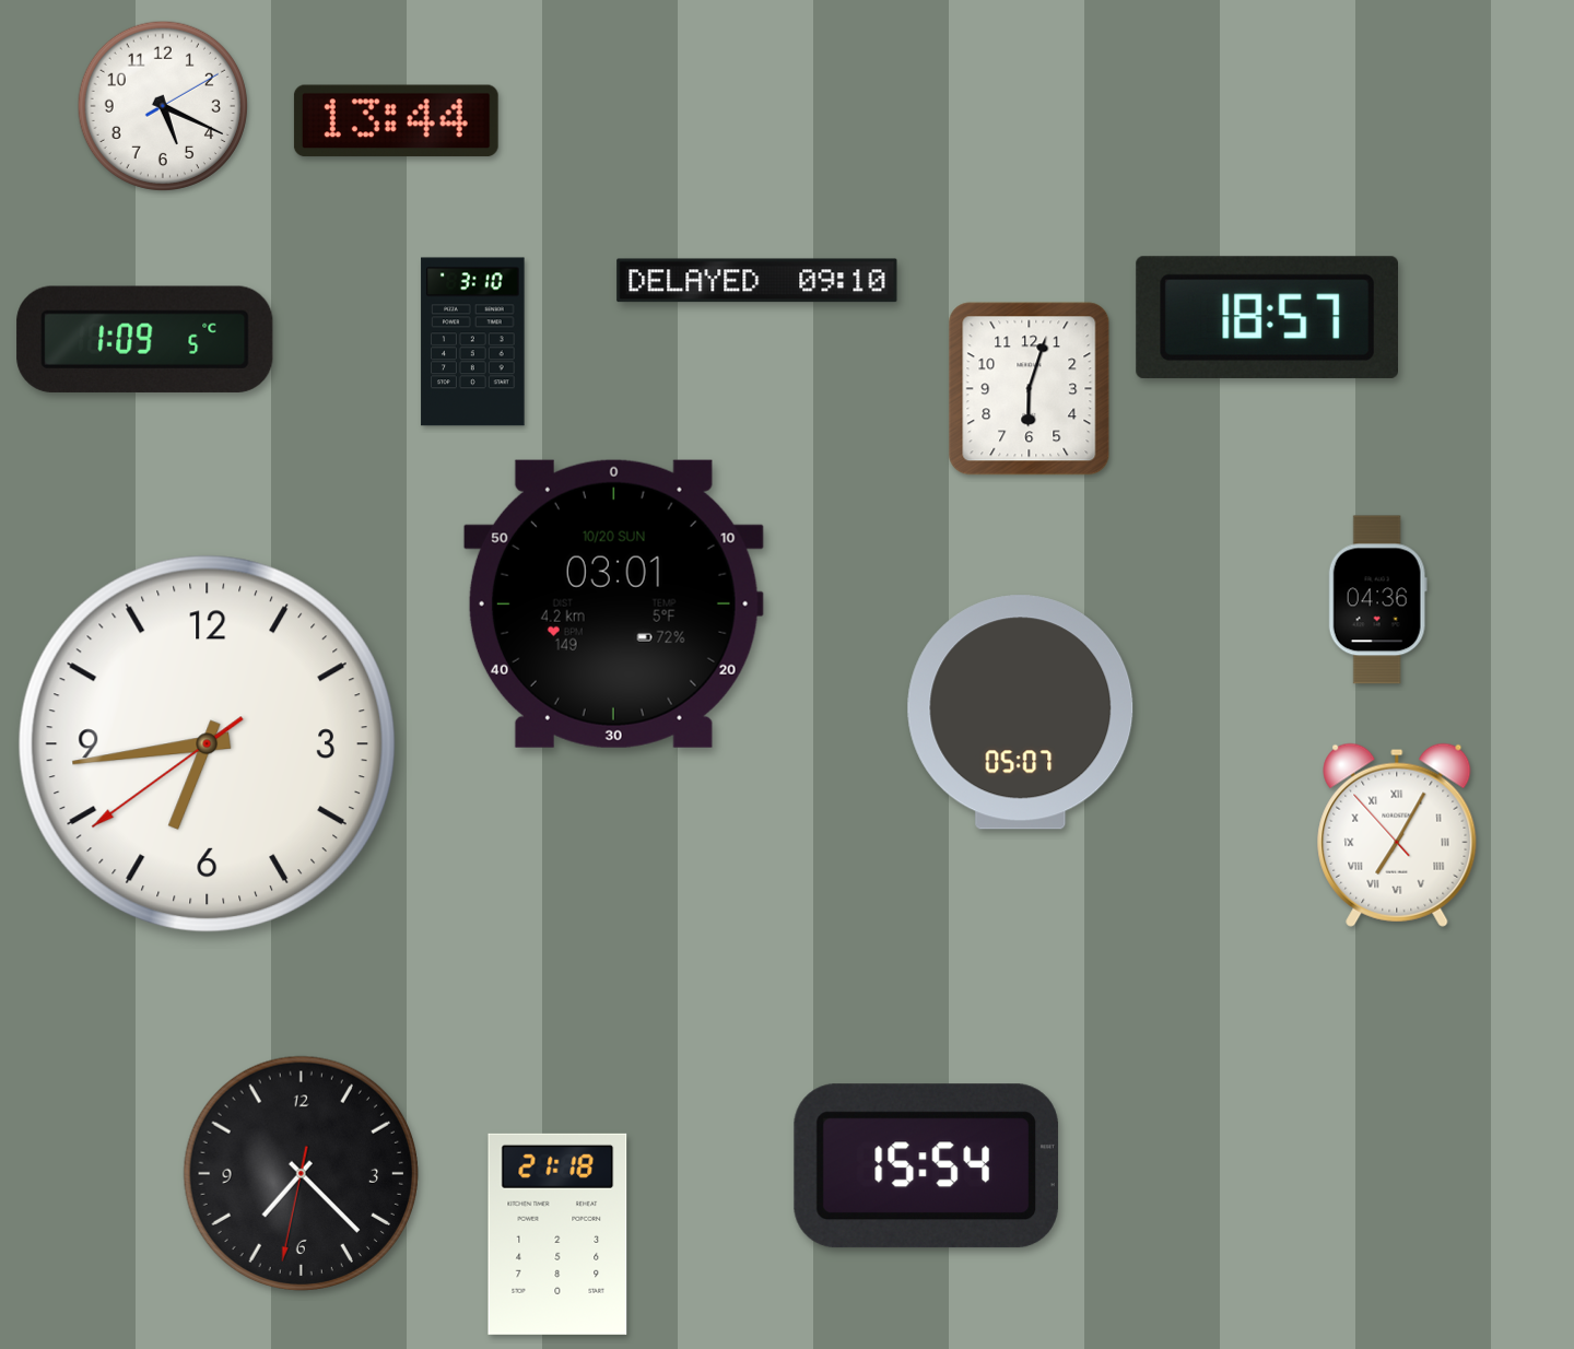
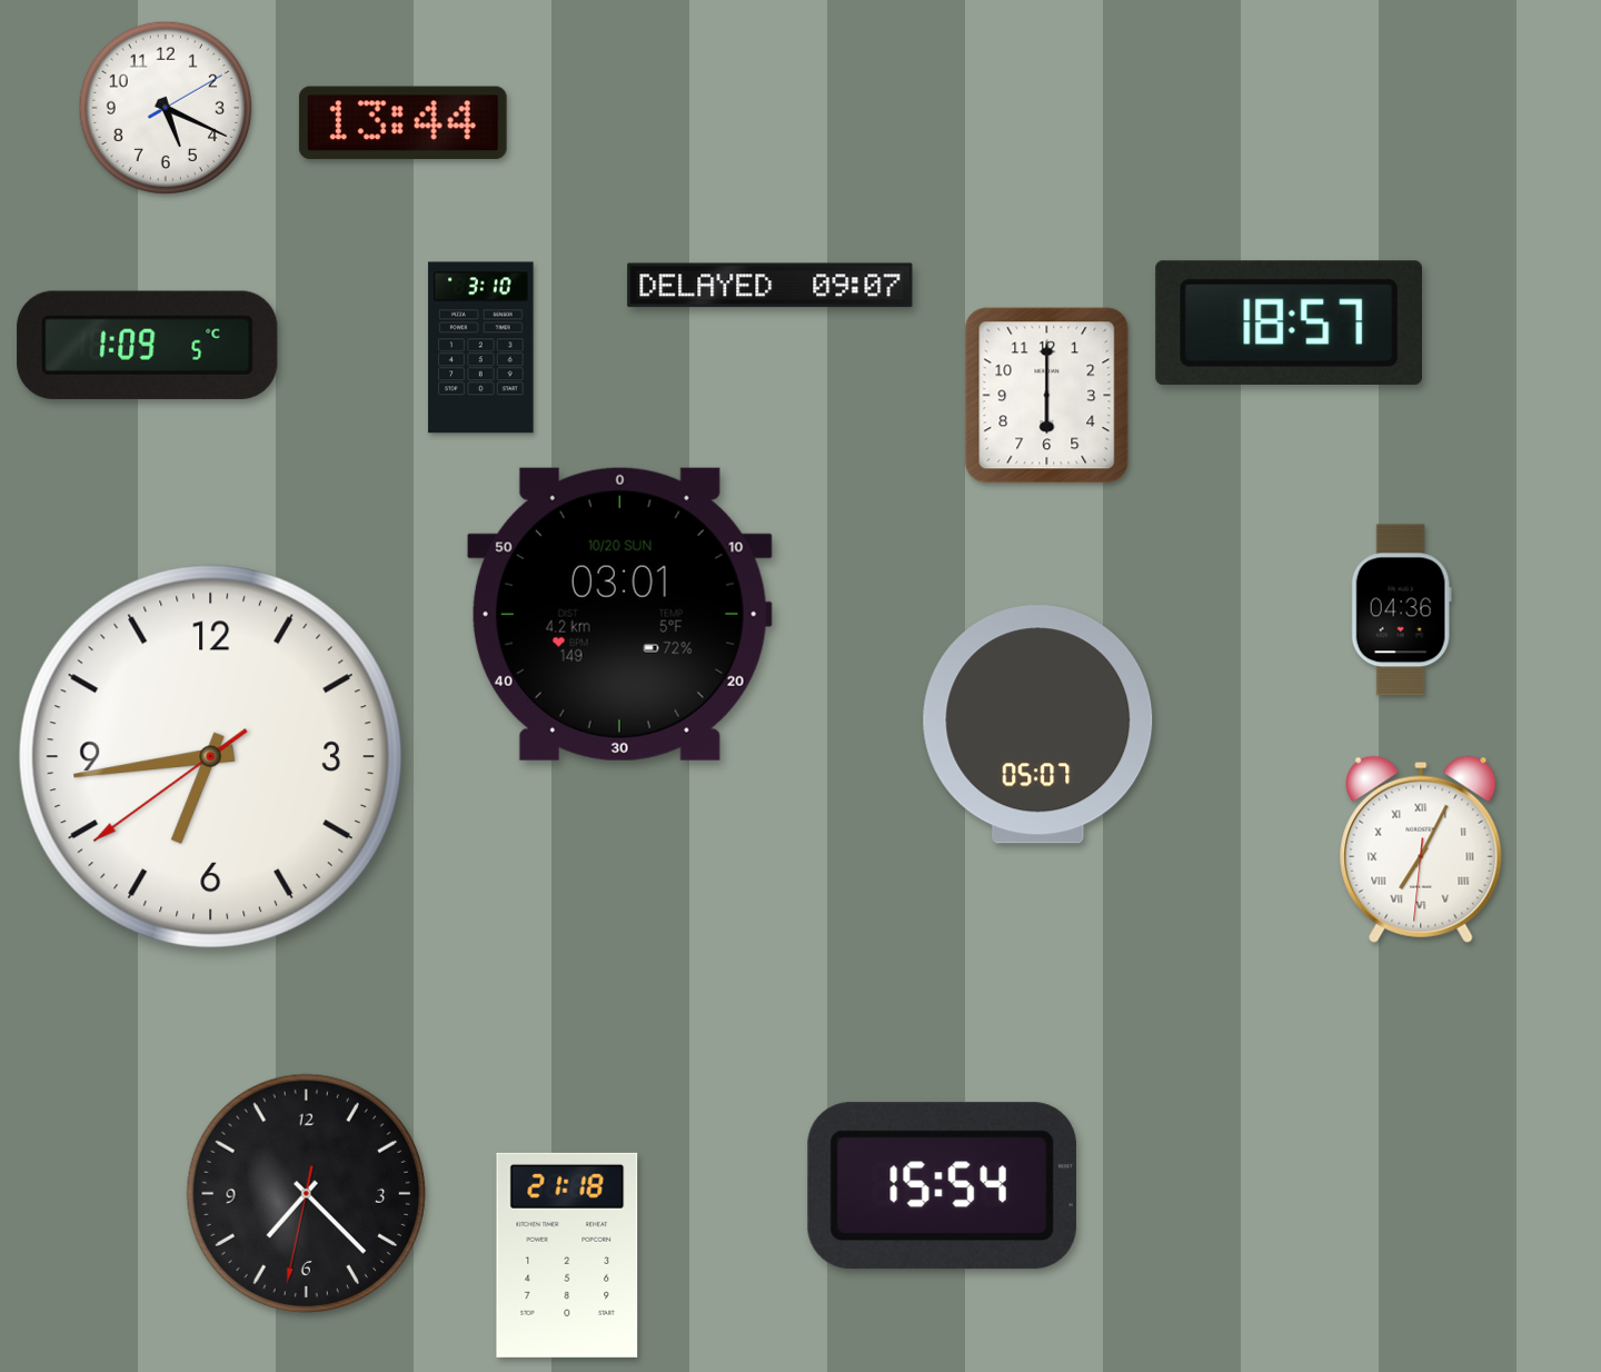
clock at (757, 281): 09:10 -> 09:07
clock at (1030, 389): 6:03 -> 6:00
clock at (613, 603) position: (613, 603) -> (619, 614)
clock at (1397, 835): 7:04:53 -> 7:04:31
